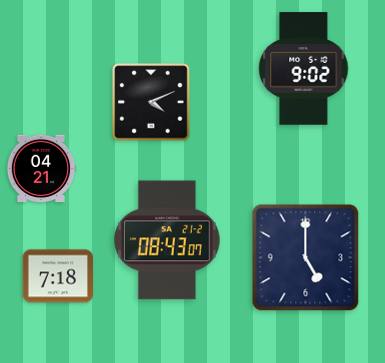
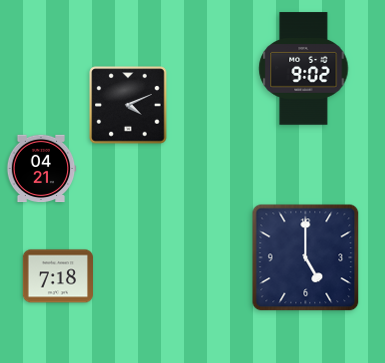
clock at (151, 102) position: (151, 102) -> (128, 105)
clock at (168, 240): 08:43 -> none
